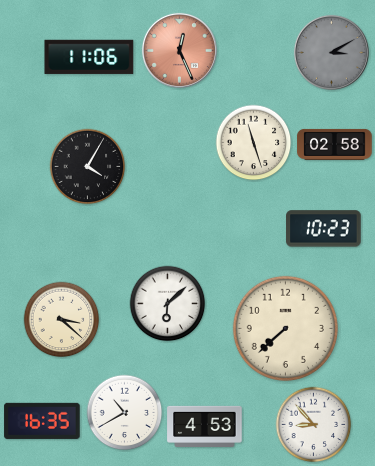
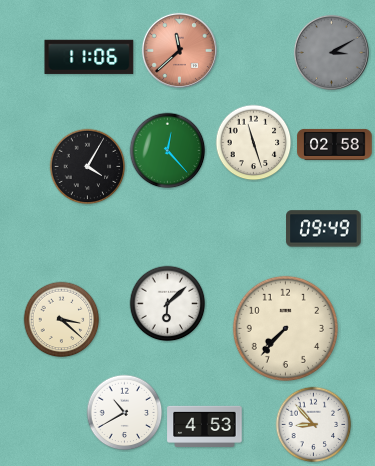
clock at (179, 50): 12:26 -> 11:38
clock at (168, 151): none -> 12:23
clock at (324, 229): 10:23 -> 09:49
clock at (285, 328): 7:38 -> 7:37
clock at (42, 421): 16:35 -> none
